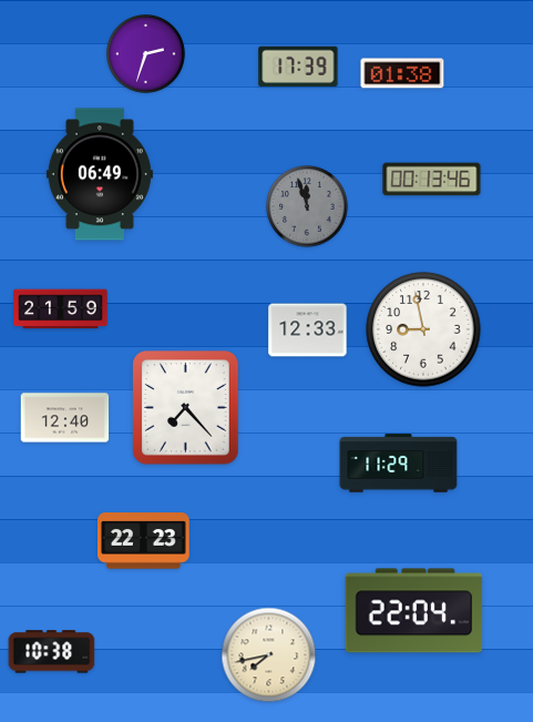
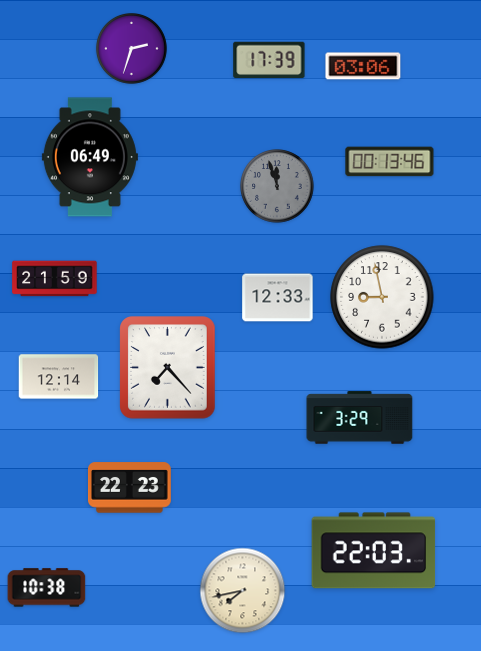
clock at (402, 73): 01:38 -> 03:06
clock at (65, 418): 12:40 -> 12:14
clock at (399, 464): 11:29 -> 3:29
clock at (414, 611): 22:04 -> 22:03
